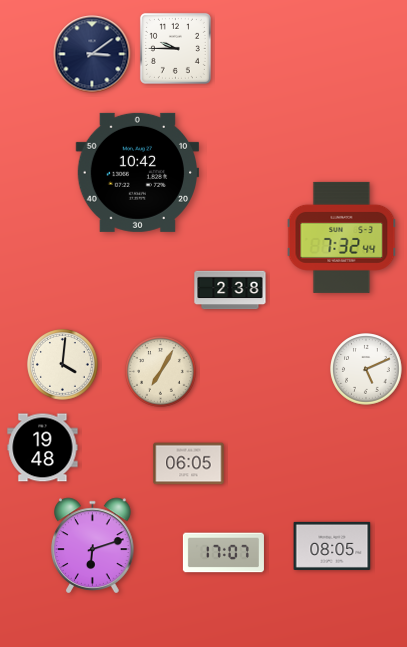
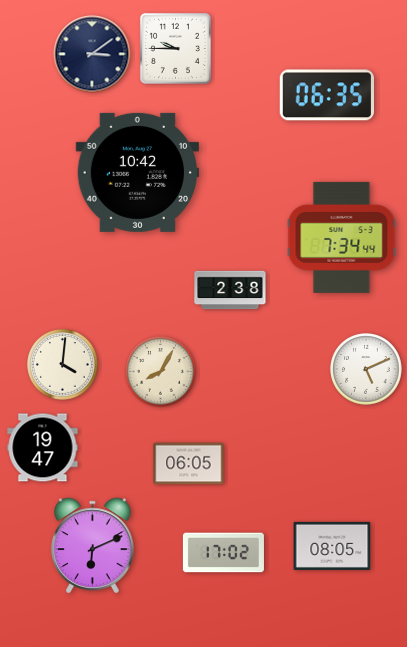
clock at (326, 95): none -> 06:35
clock at (342, 237): 7:32 -> 7:34
clock at (161, 372): 7:05 -> 8:05
clock at (43, 448): 19:48 -> 19:47
clock at (93, 546): 6:12 -> 6:11
clock at (223, 553): 17:07 -> 17:02
